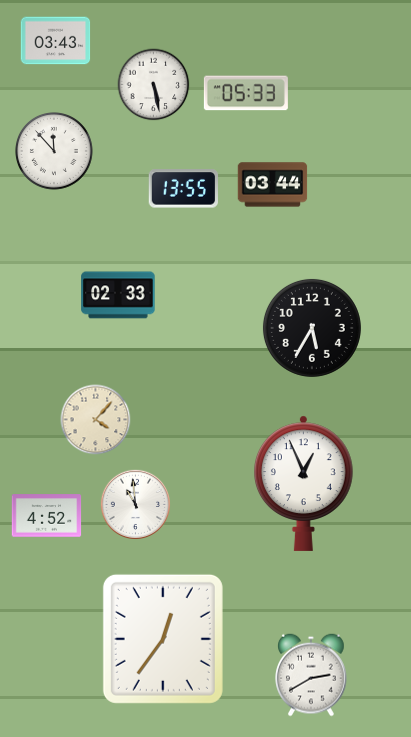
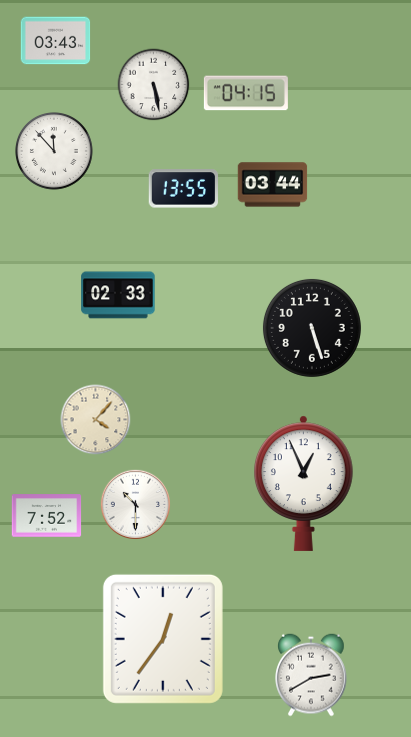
clock at (246, 93): 05:33 -> 04:15
clock at (312, 328): 5:35 -> 5:27
clock at (135, 504): 10:59 -> 10:30
clock at (47, 516): 4:52 -> 7:52
